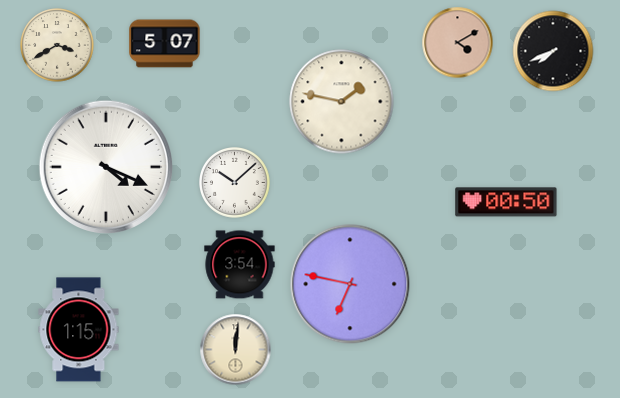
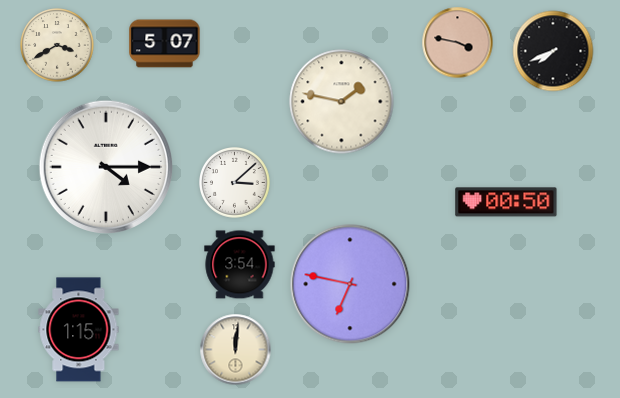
clock at (458, 43): 4:10 -> 3:47
clock at (105, 166): 4:19 -> 4:15
clock at (235, 183): 10:08 -> 3:08
